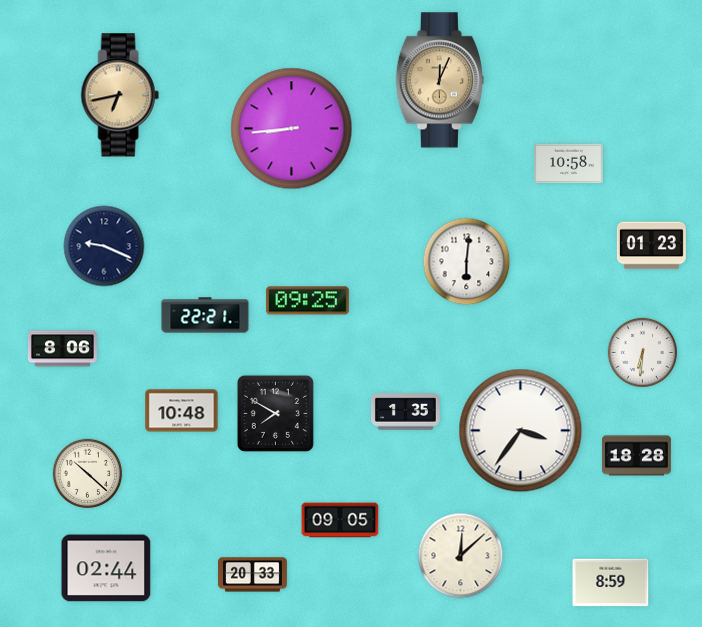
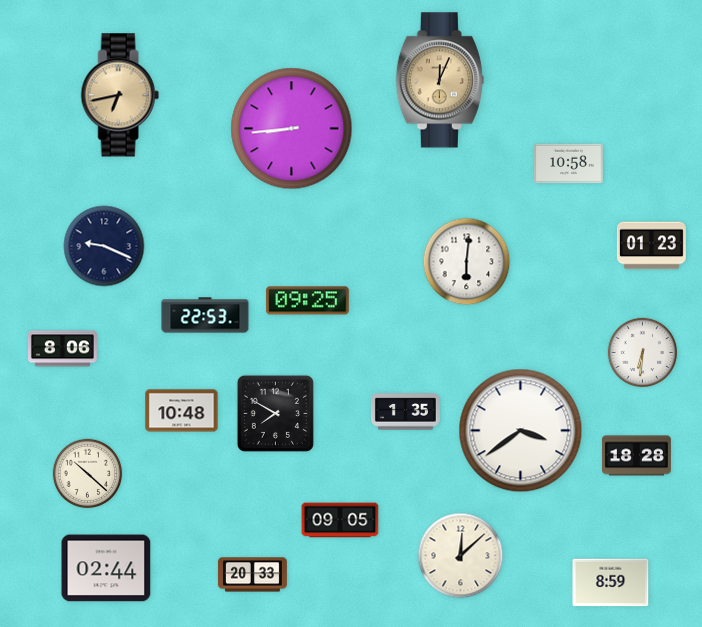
clock at (205, 315): 22:21 -> 22:53
clock at (521, 431): 3:36 -> 3:39
